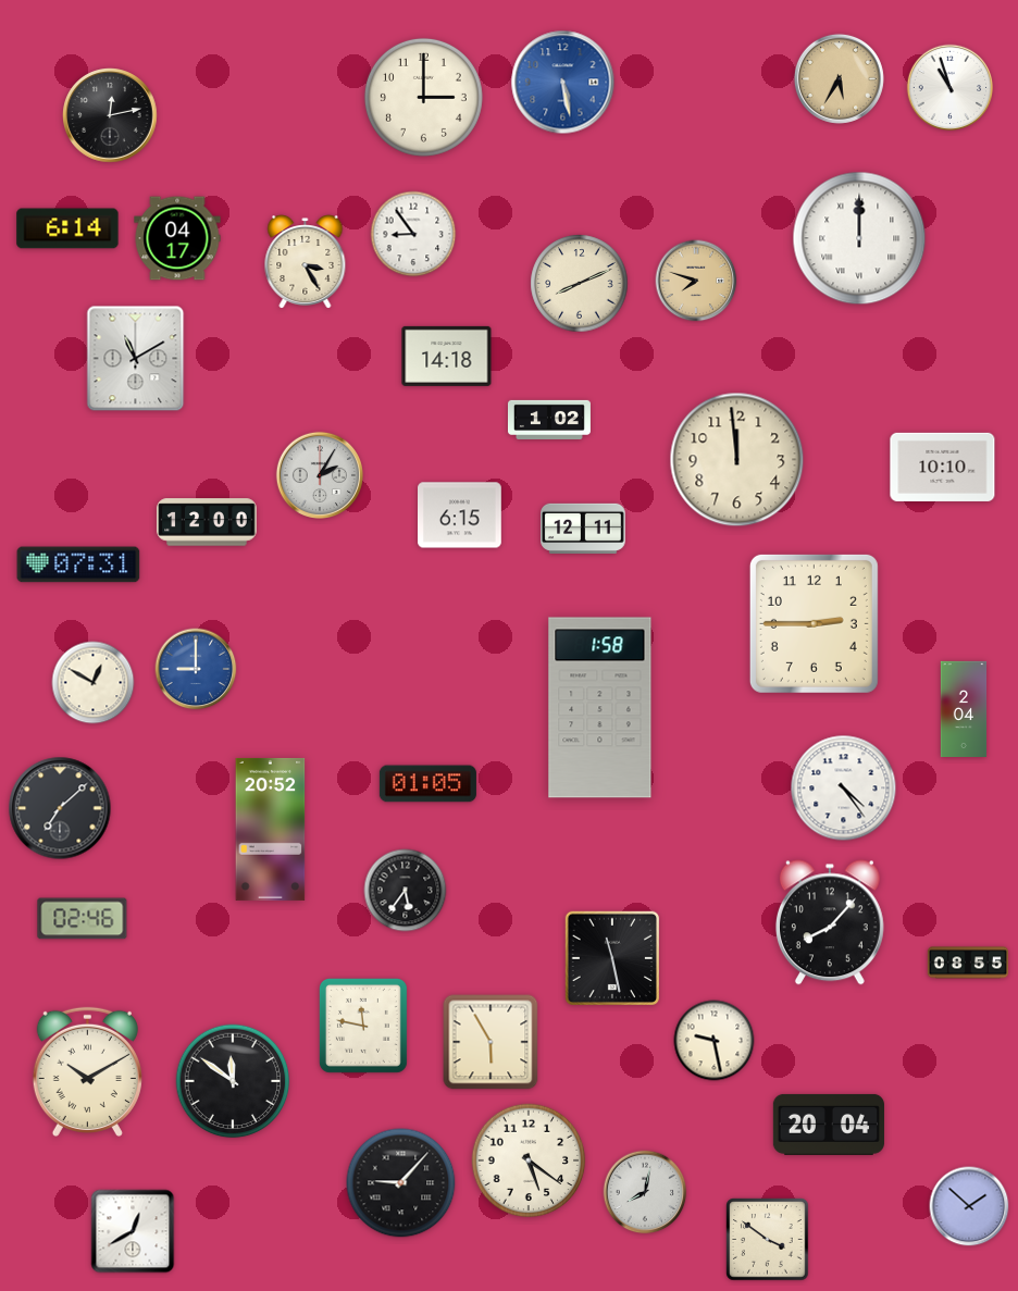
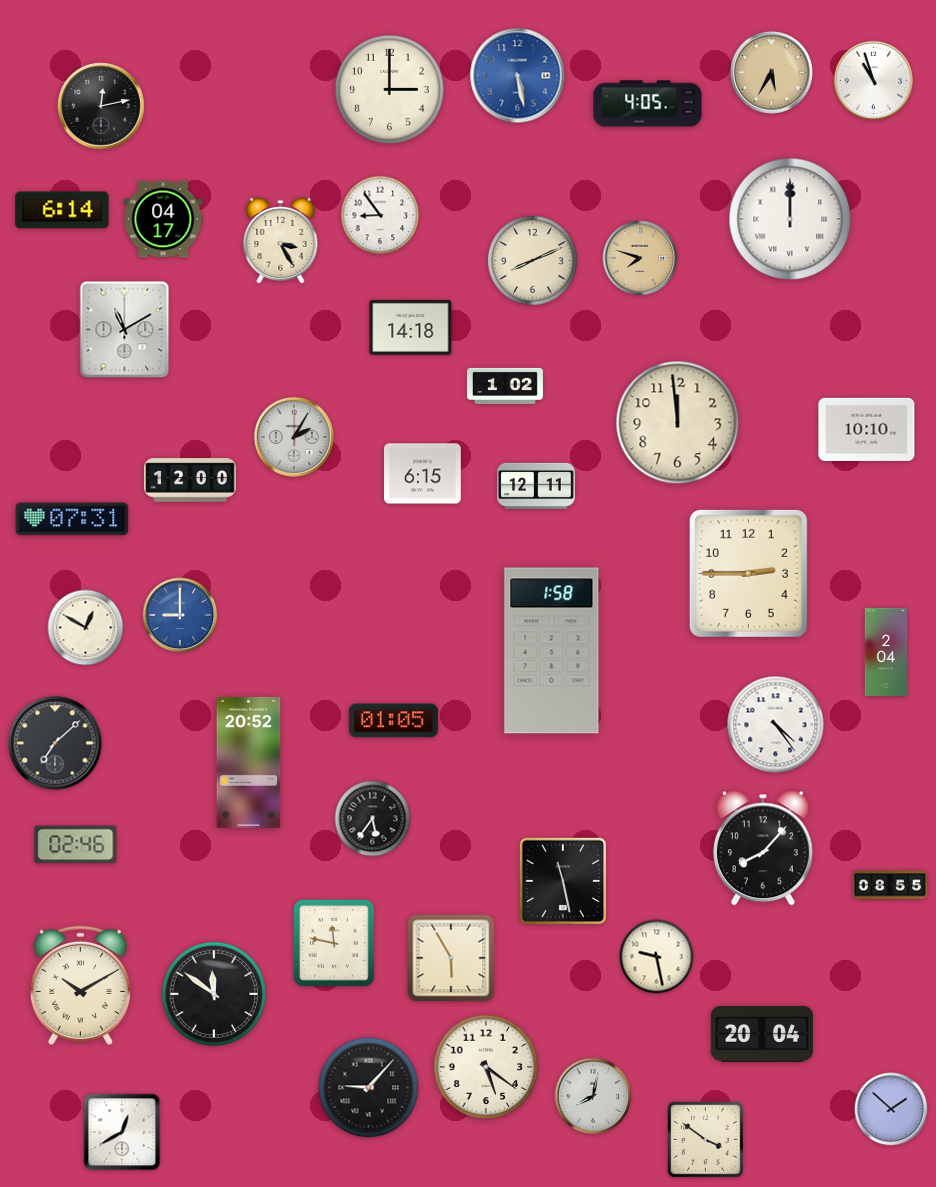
clock at (648, 104): none -> 4:05
